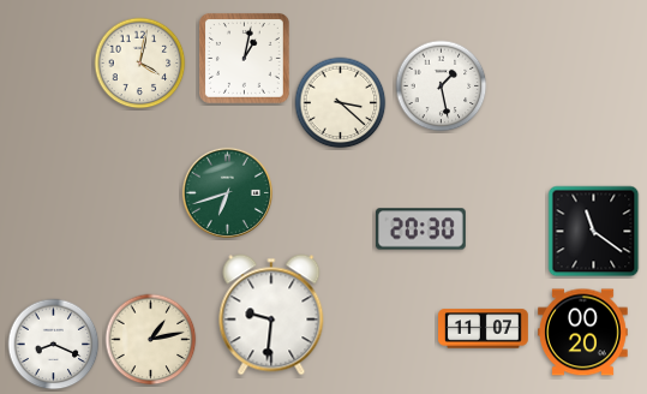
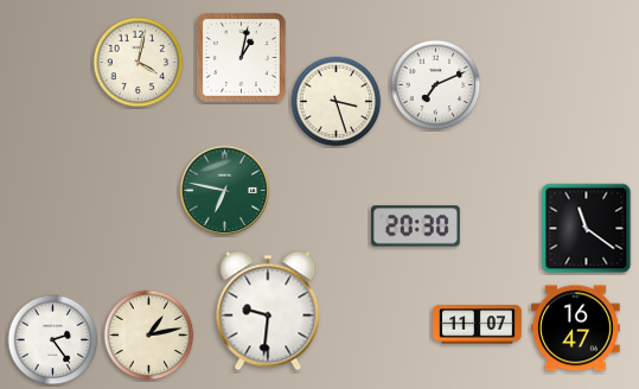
clock at (442, 86): 1:28 -> 7:11
clock at (341, 103): 3:22 -> 3:27
clock at (227, 192): 6:42 -> 6:47
clock at (583, 333): 00:20 -> 16:47
clock at (54, 345): 8:19 -> 2:24
